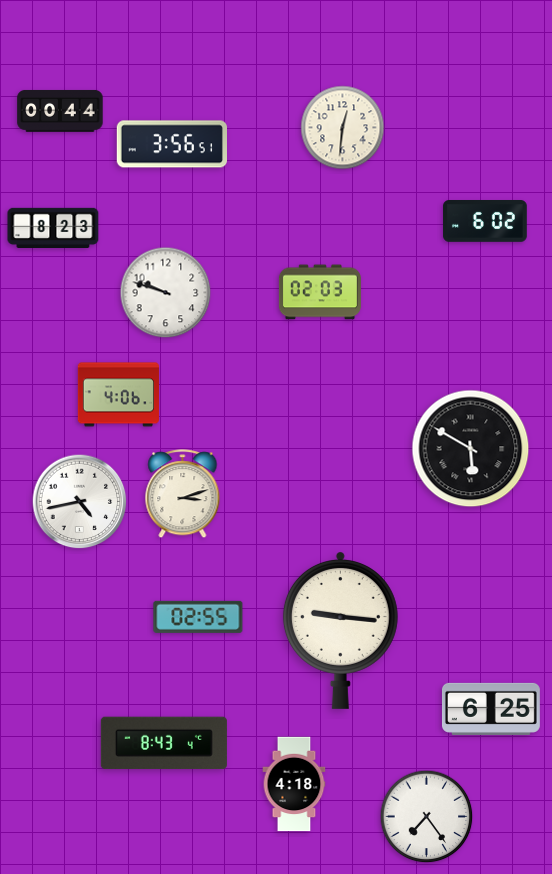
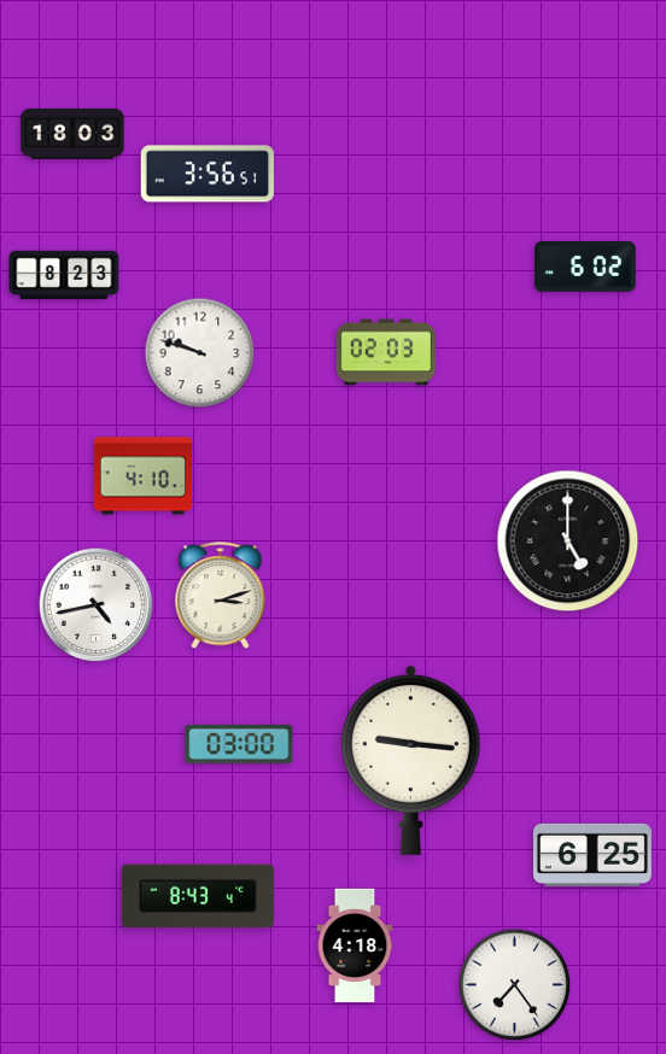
clock at (60, 111): 00:44 -> 18:03
clock at (343, 128): 12:31 -> none
clock at (118, 395): 4:06 -> 4:10
clock at (471, 449): 5:50 -> 5:00
clock at (198, 617): 02:55 -> 03:00
